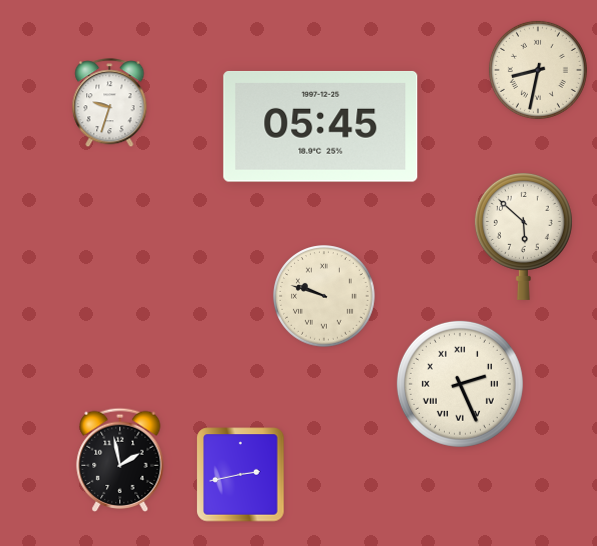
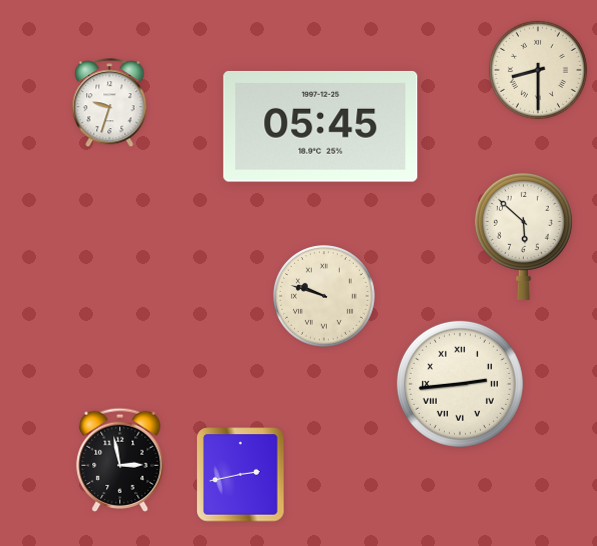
clock at (538, 70): 8:32 -> 8:30
clock at (460, 384): 2:26 -> 2:44
clock at (120, 460): 1:58 -> 2:58
